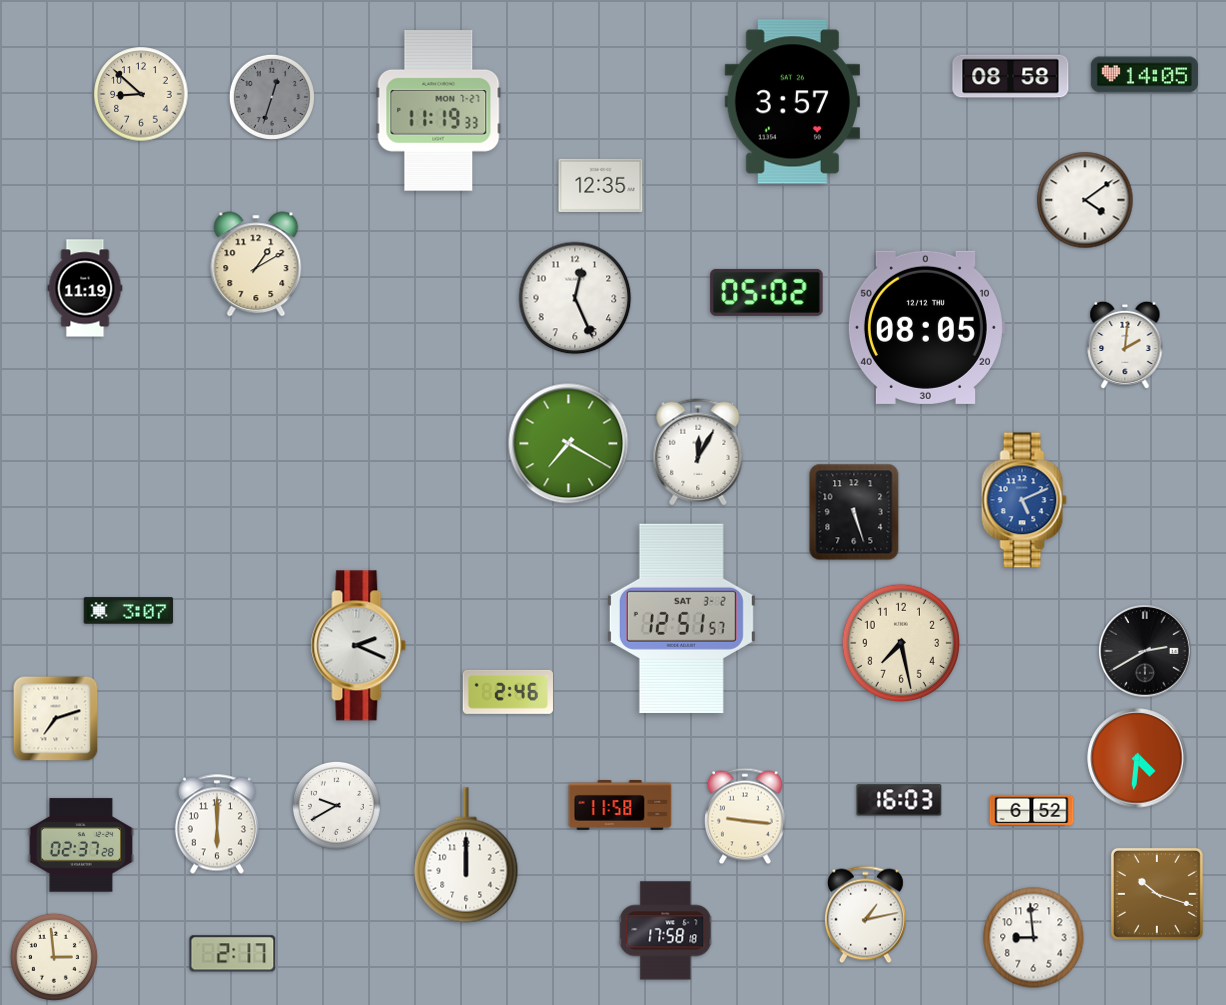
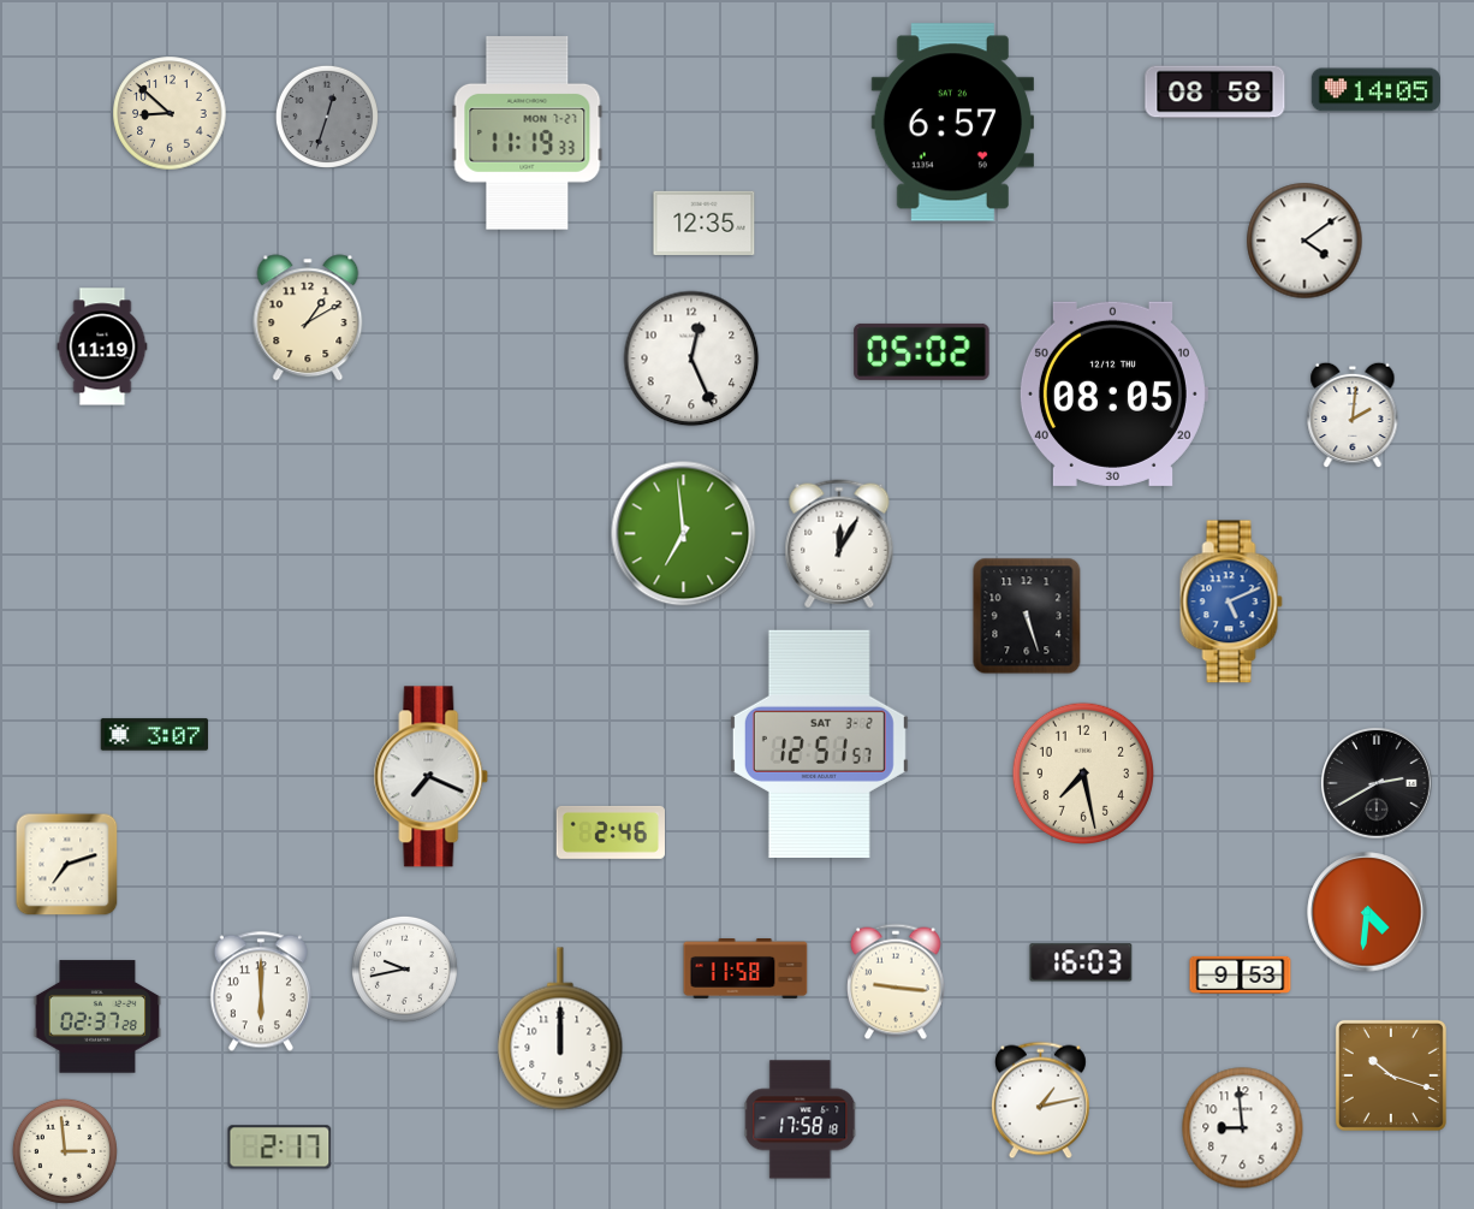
clock at (792, 102): 3:57 -> 6:57
clock at (601, 185) position: (601, 185) -> (705, 223)
clock at (569, 444): 7:20 -> 6:59
clock at (359, 646): 2:19 -> 7:19
clock at (336, 805): 9:40 -> 9:43
clock at (1032, 810): 6:52 -> 9:53
